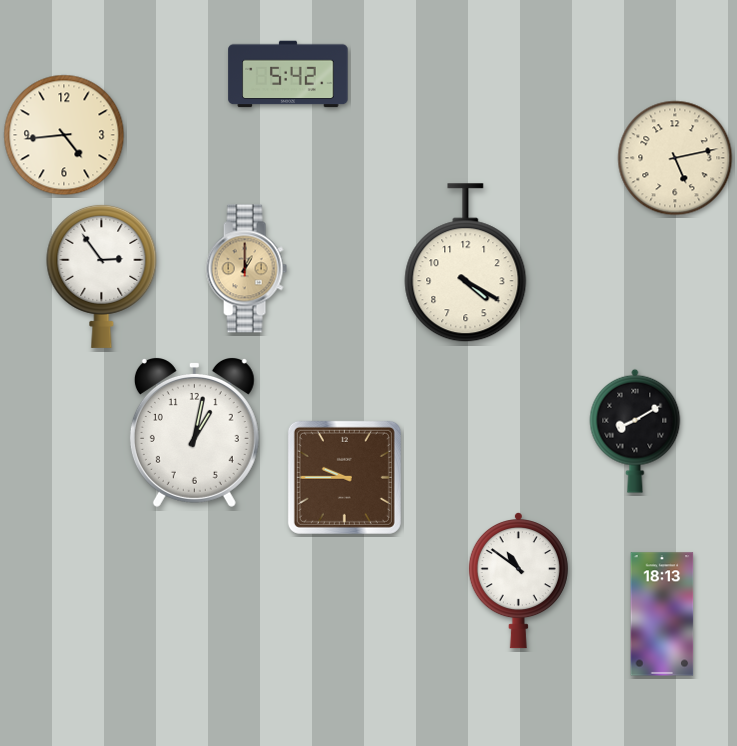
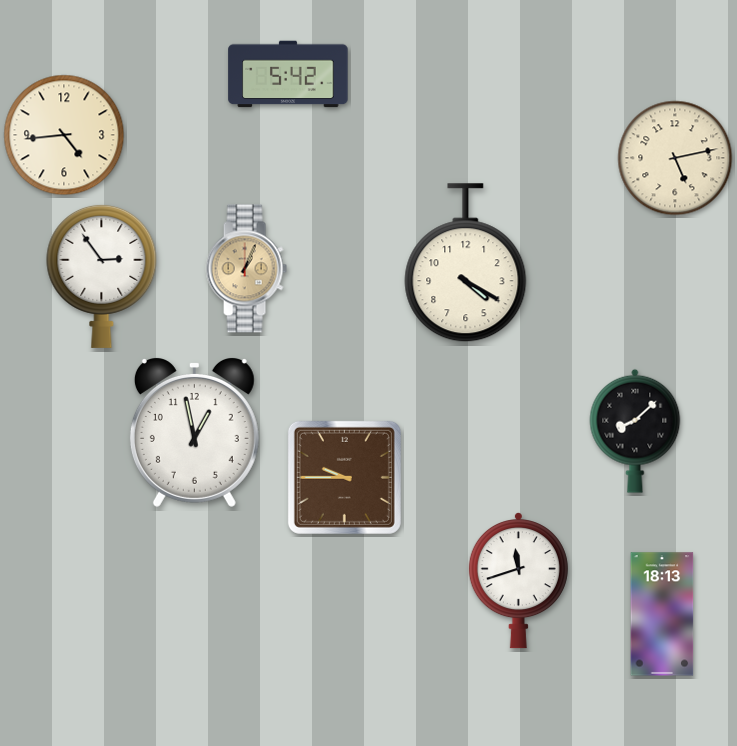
clock at (246, 269): 1:00 -> 1:04
clock at (635, 431): 8:10 -> 8:08
clock at (194, 433): 1:02 -> 12:58
clock at (518, 581): 10:51 -> 11:42
